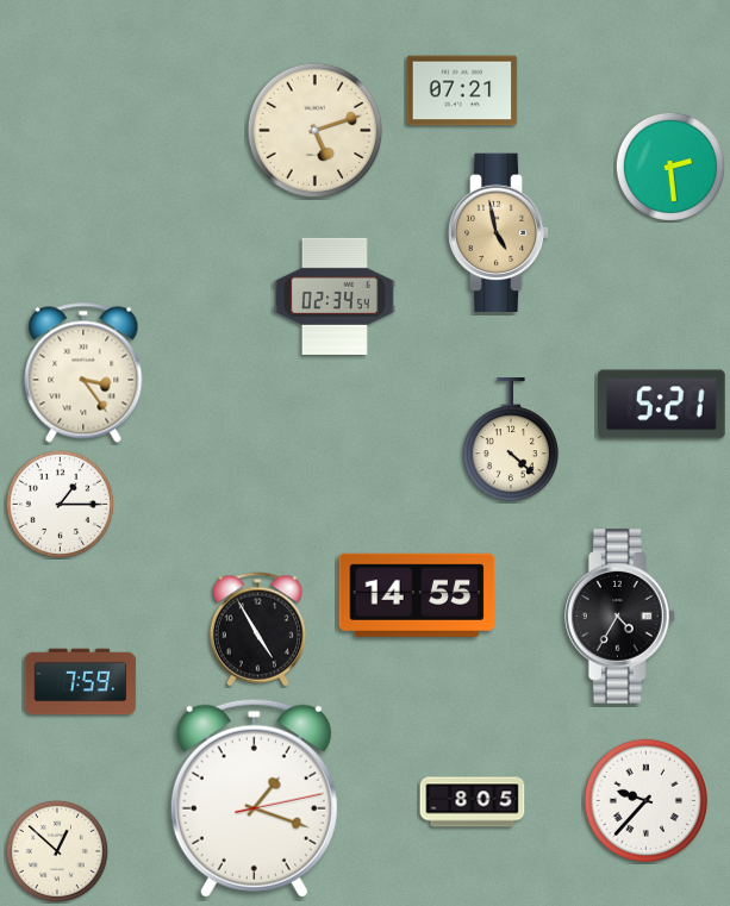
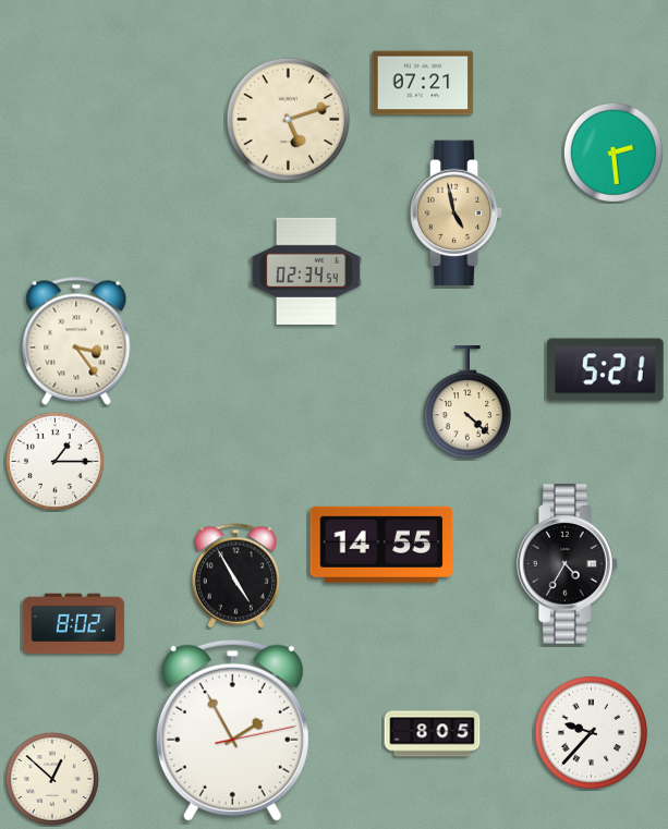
clock at (81, 682): 7:59 -> 8:02
clock at (254, 798): 1:18 -> 1:55
